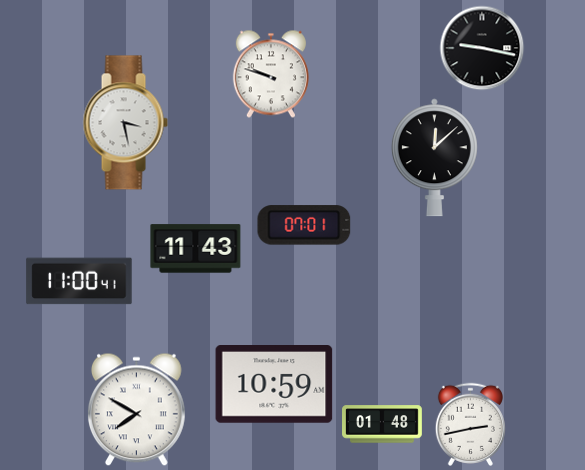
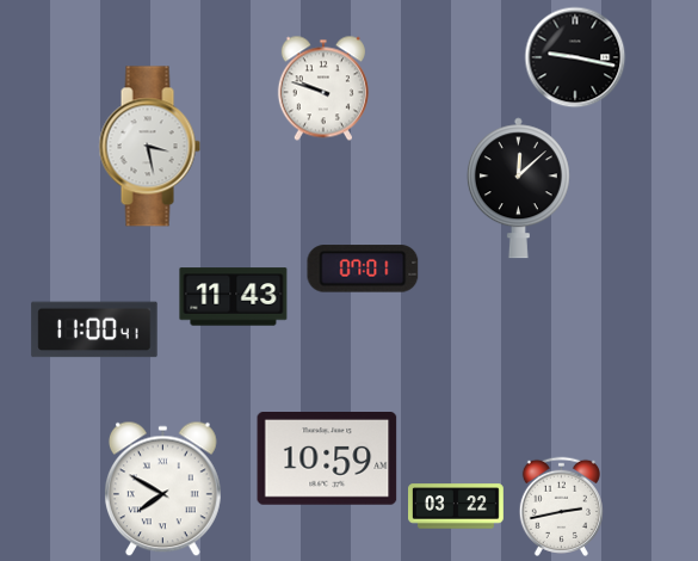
clock at (79, 281) position: (79, 281) -> (94, 329)
clock at (383, 424): 01:48 -> 03:22
